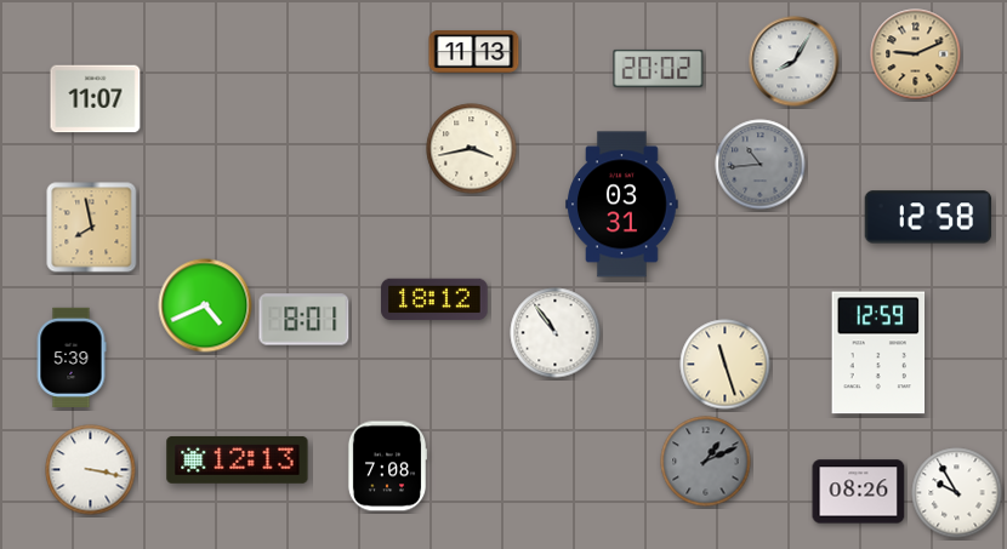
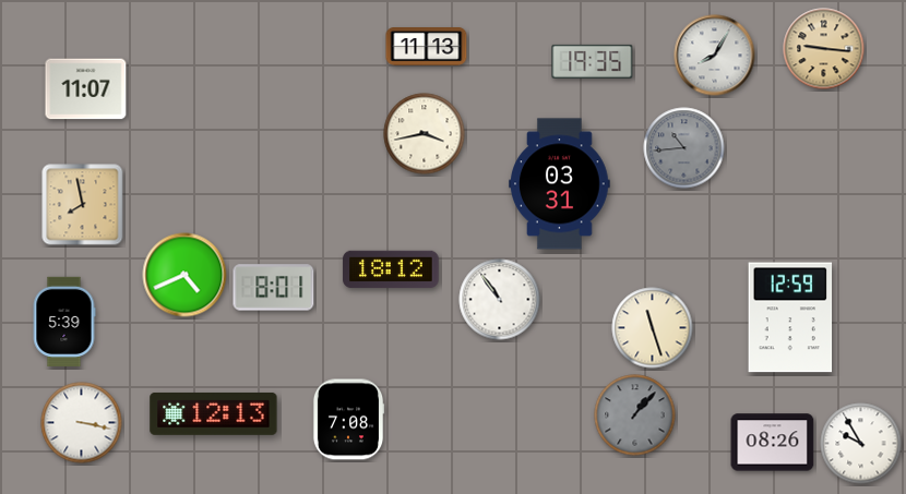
clock at (916, 55): 9:11 -> 9:16
clock at (659, 68): 20:02 -> 19:35
clock at (928, 217): 12:58 -> none
clock at (706, 462): 1:11 -> 1:07
